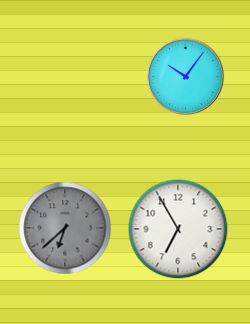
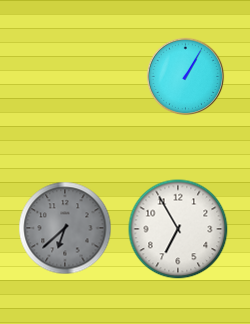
clock at (186, 77): 10:06 -> 1:05
